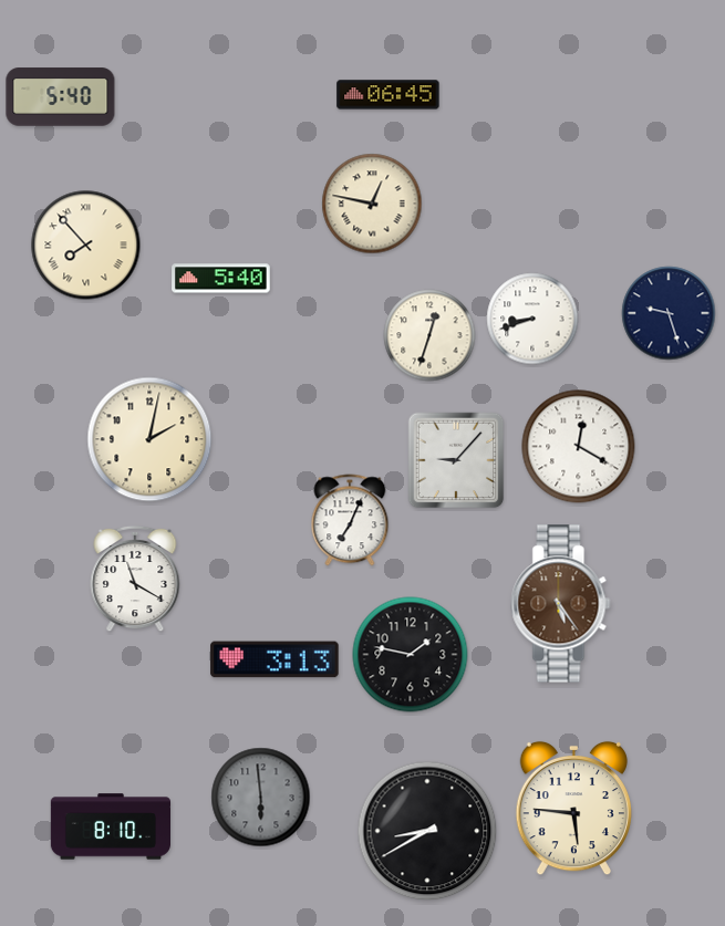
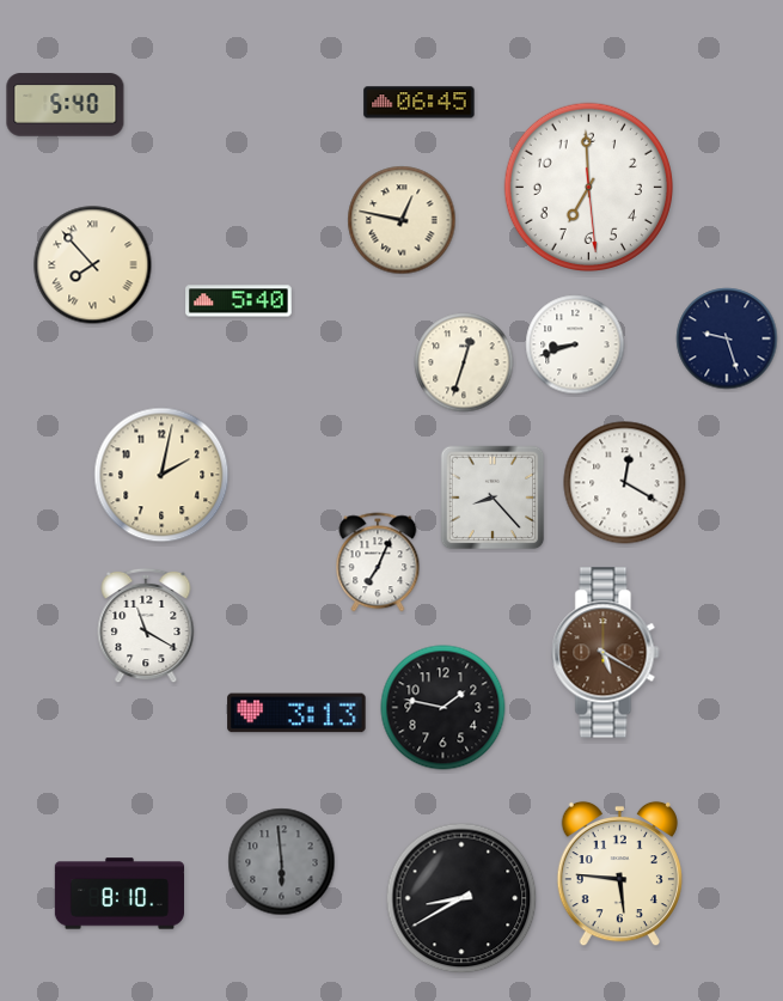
clock at (588, 187): none -> 6:59
clock at (669, 313) position: (669, 313) -> (727, 338)
clock at (456, 460): 9:07 -> 8:23
clock at (561, 604): 5:24 -> 5:20
